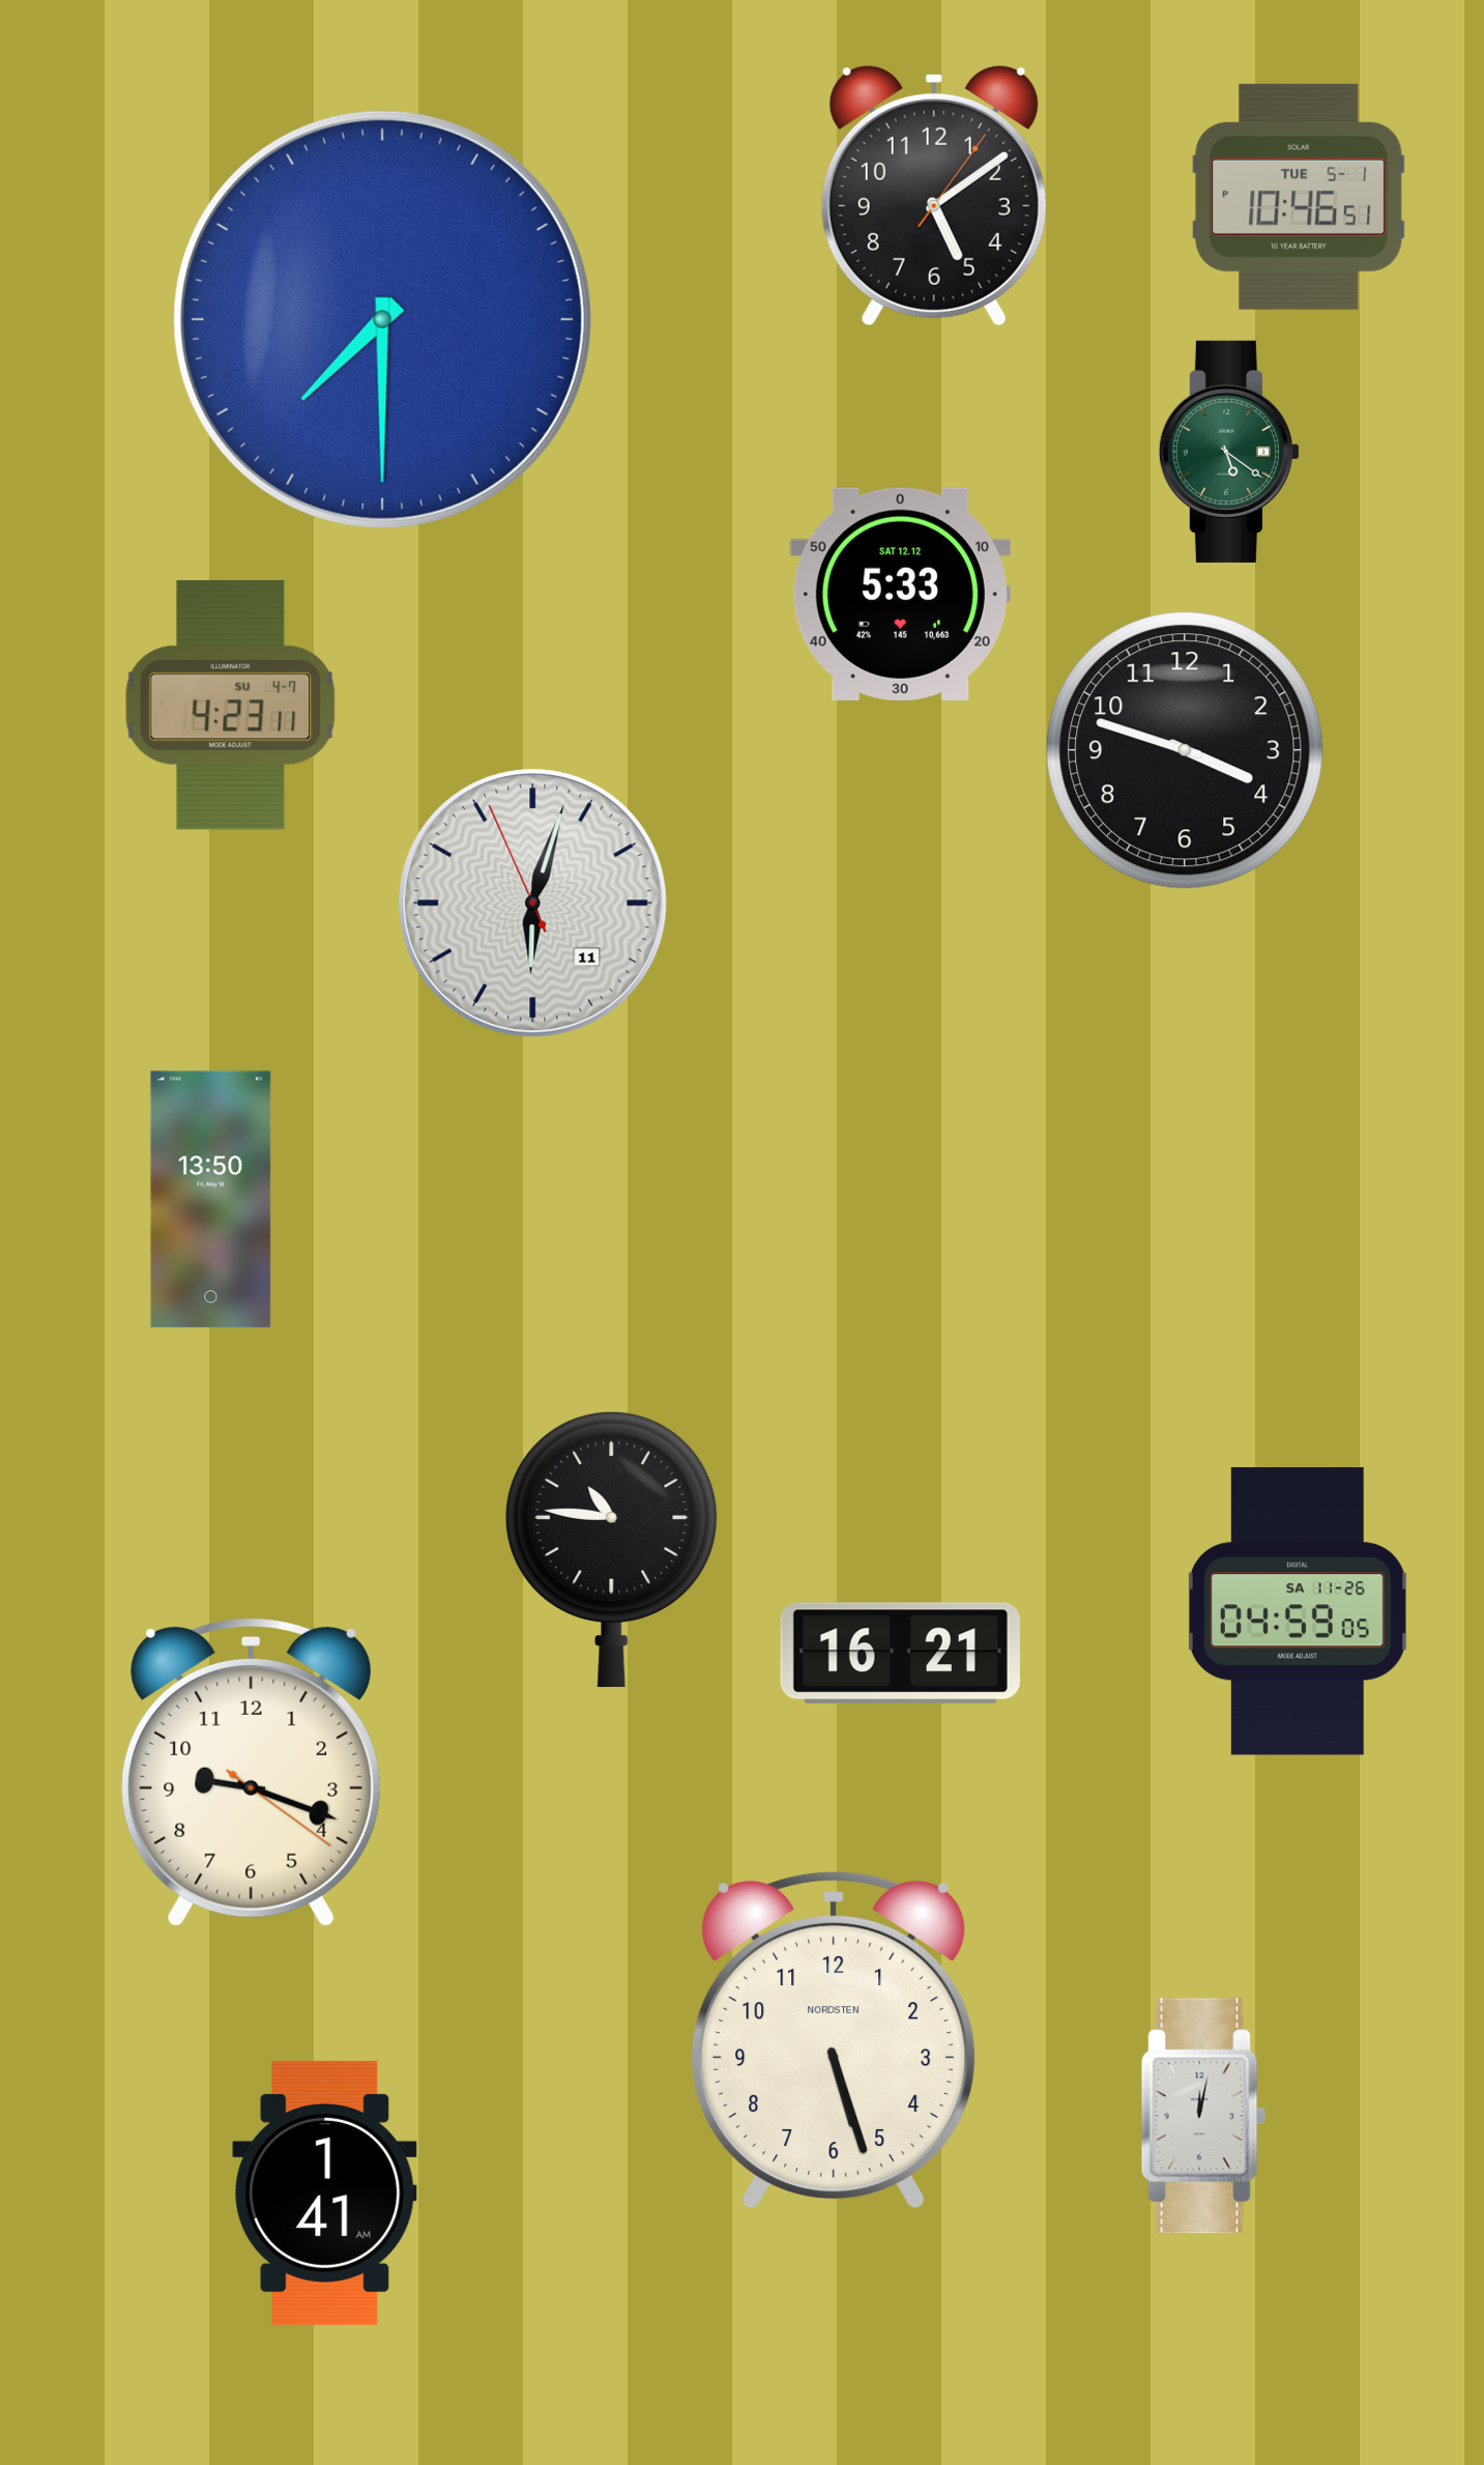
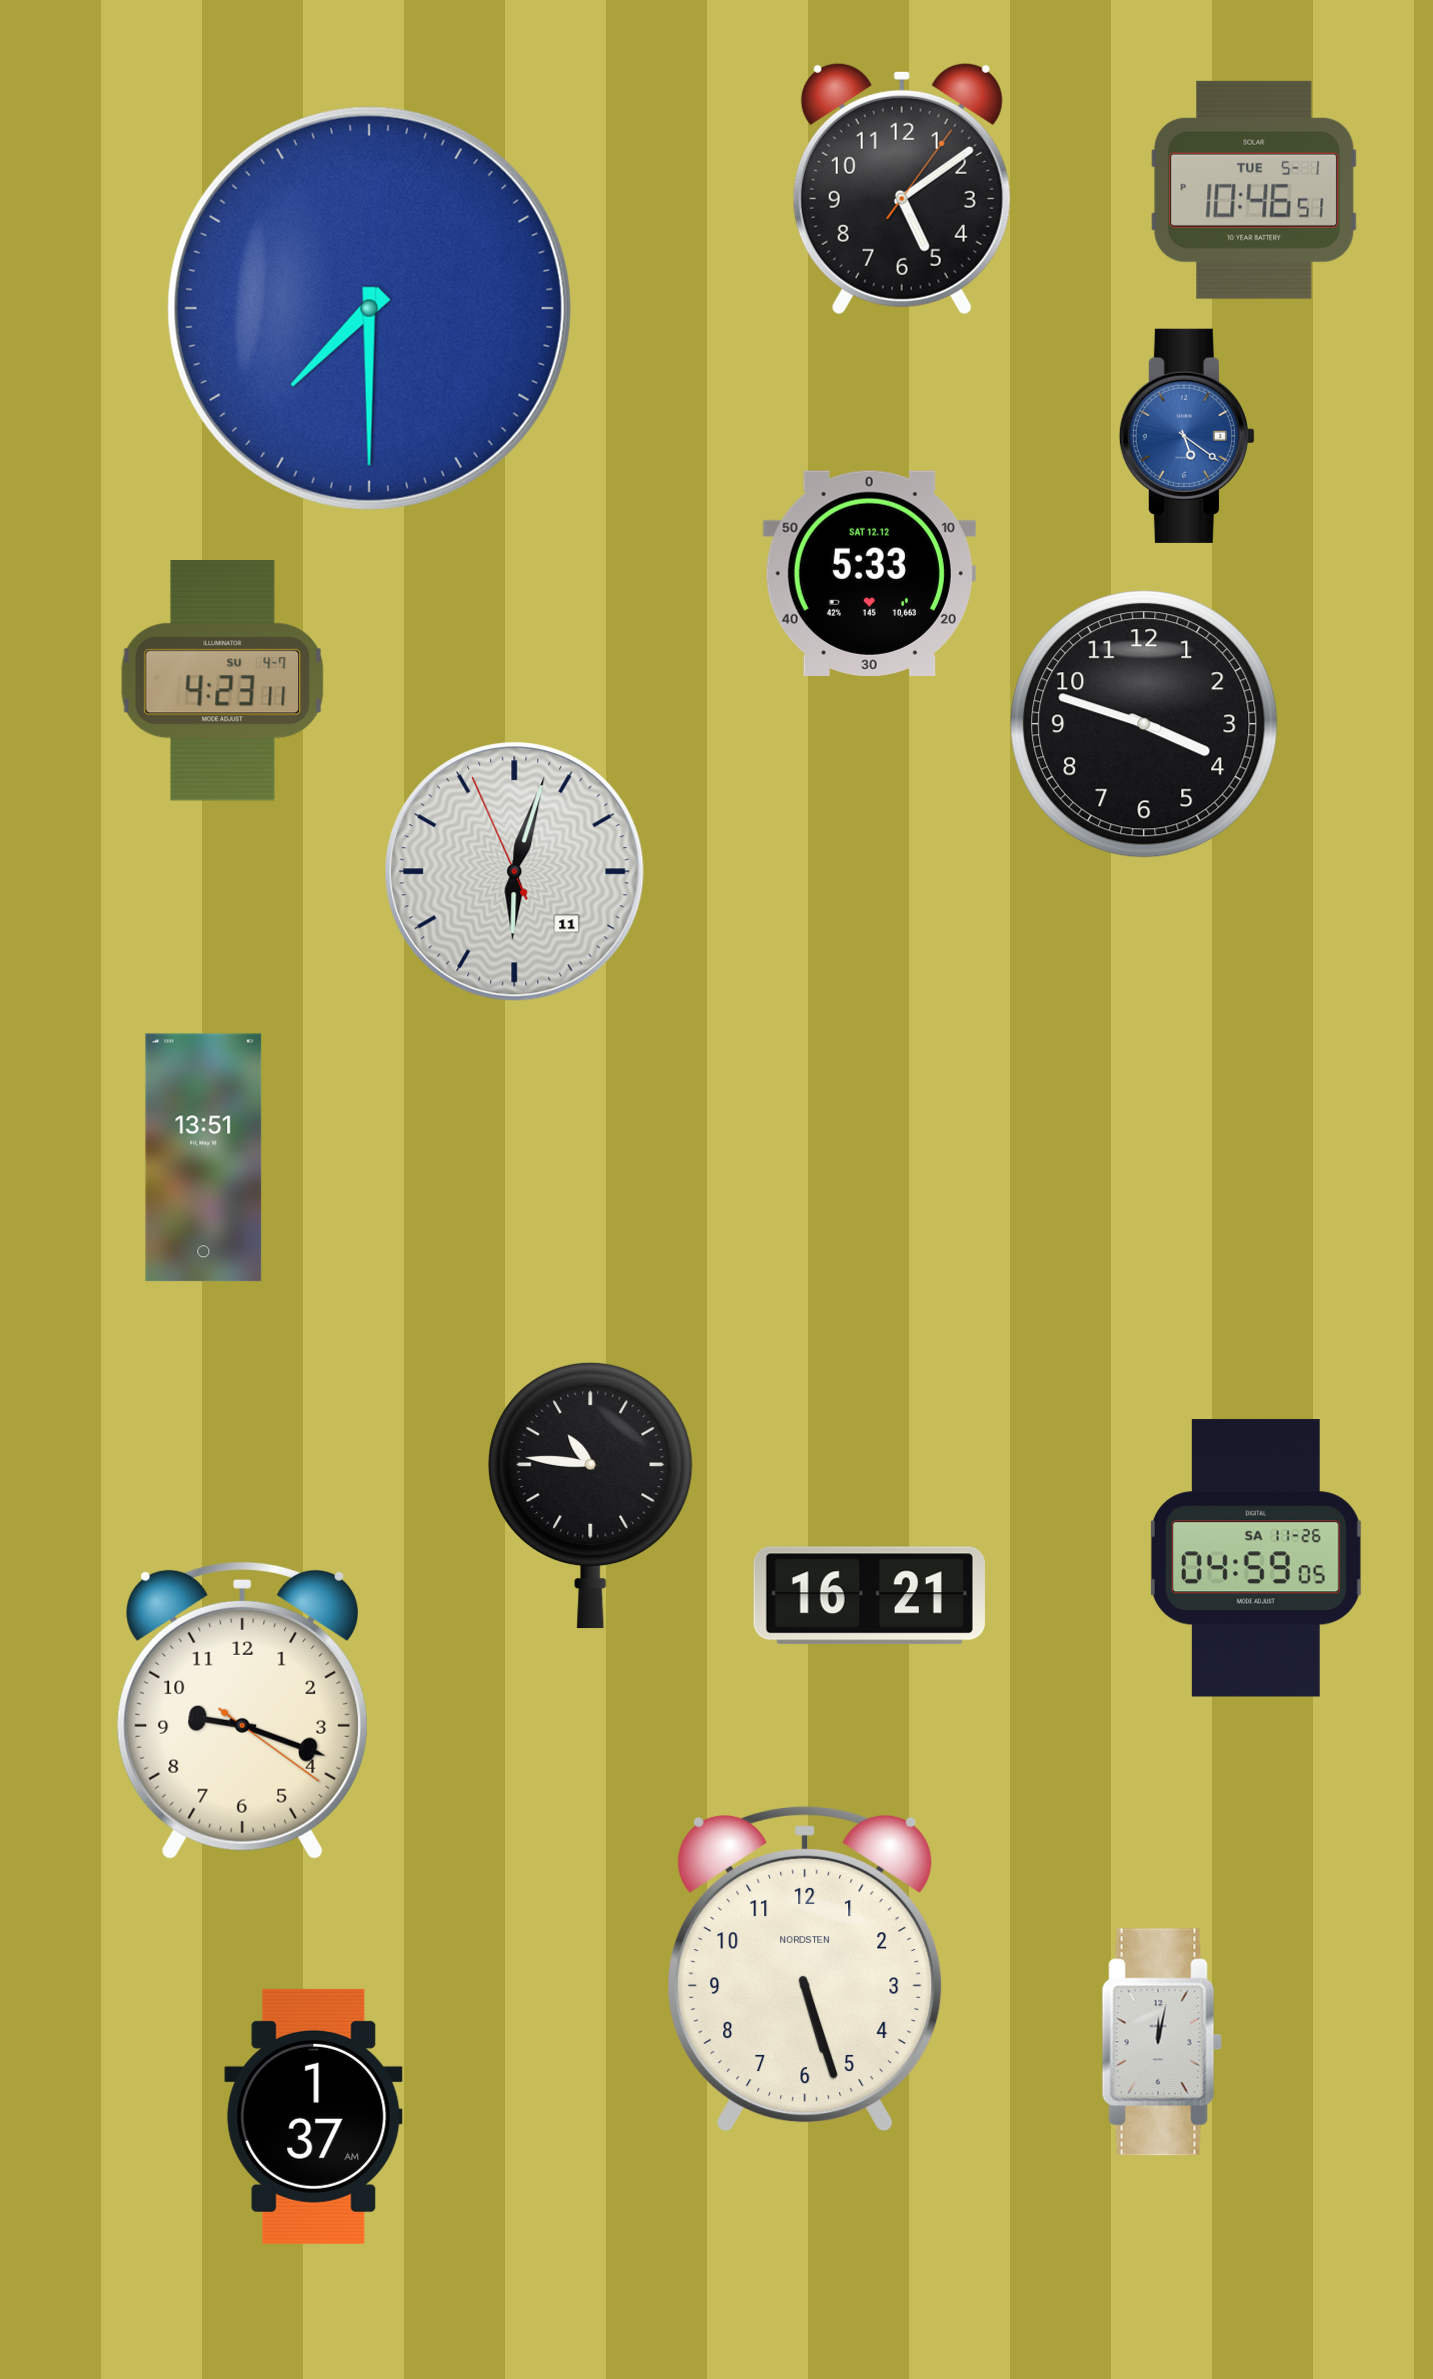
clock at (1229, 452) dial: green -> blue
clock at (211, 1200): 13:50 -> 13:51
clock at (1298, 1611) position: (1298, 1611) -> (1256, 1558)
clock at (325, 2192): 1:41 -> 1:37
